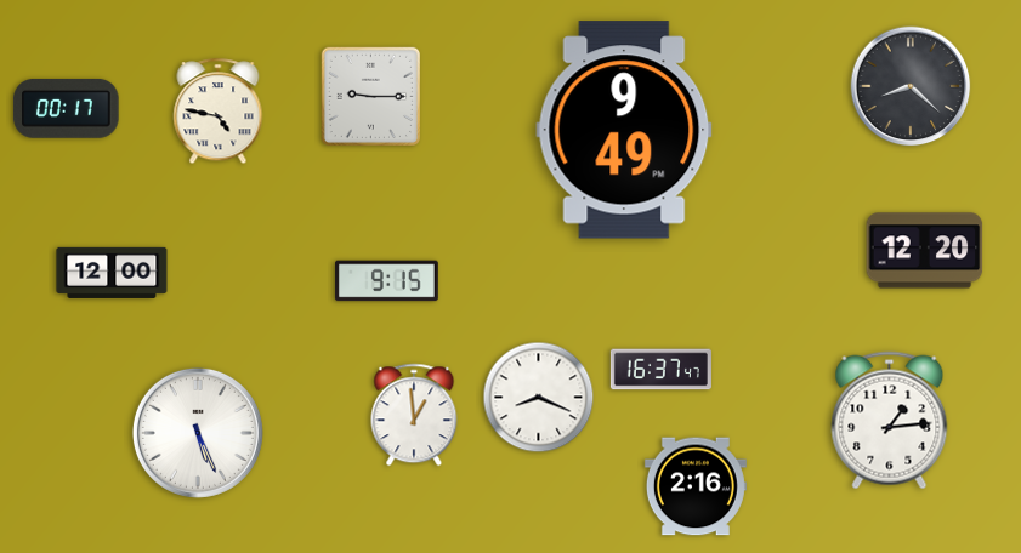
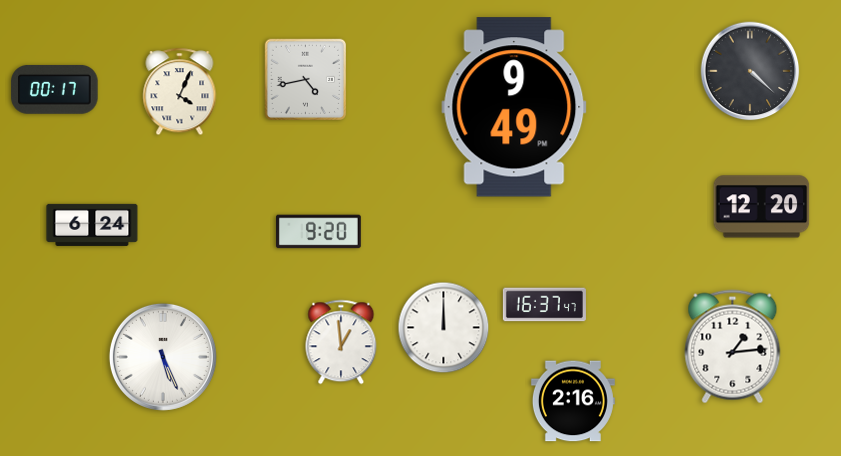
clock at (911, 86): 8:22 -> 4:22
clock at (370, 96): 9:15 -> 4:43
clock at (219, 112): 4:47 -> 4:04
clock at (112, 273): 12:00 -> 6:24
clock at (387, 281): 9:15 -> 9:20
clock at (539, 398): 8:19 -> 12:00
